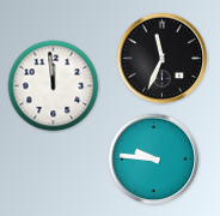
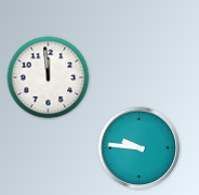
clock at (163, 59): 11:34 -> none
clock at (154, 160) position: (154, 160) -> (140, 148)
